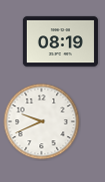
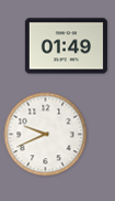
clock at (60, 42): 08:19 -> 01:49
